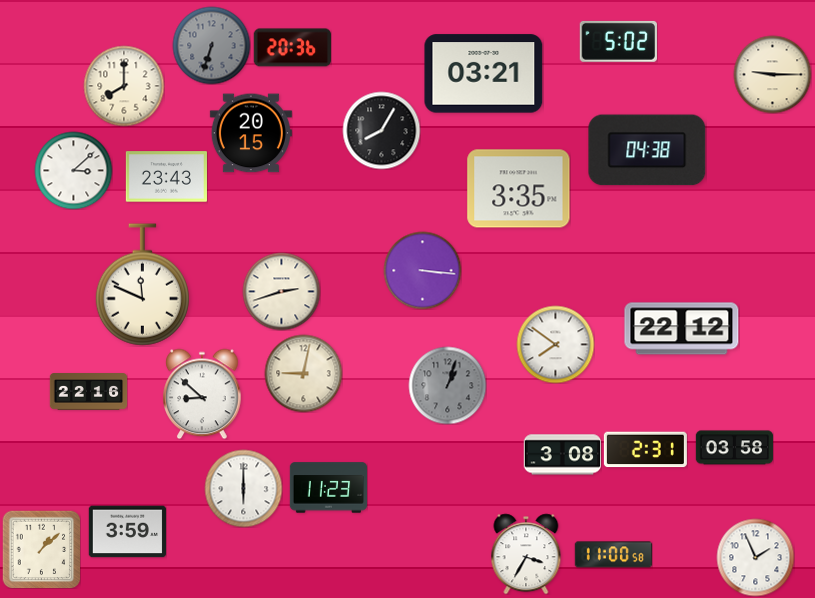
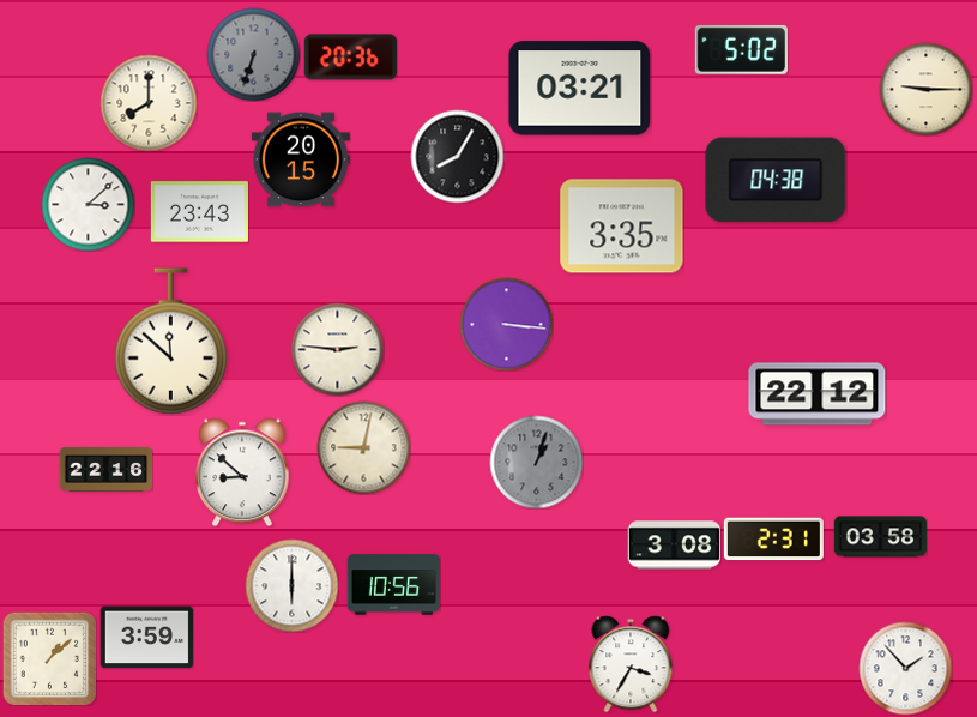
clock at (142, 285): 11:49 -> 11:52
clock at (281, 291): 2:42 -> 2:46
clock at (555, 344): 7:51 -> none
clock at (328, 488): 11:23 -> 10:56
clock at (127, 532) position: (127, 532) -> (146, 638)
clock at (613, 555): 11:00 -> none
clock at (755, 557): 1:56 -> 1:53
